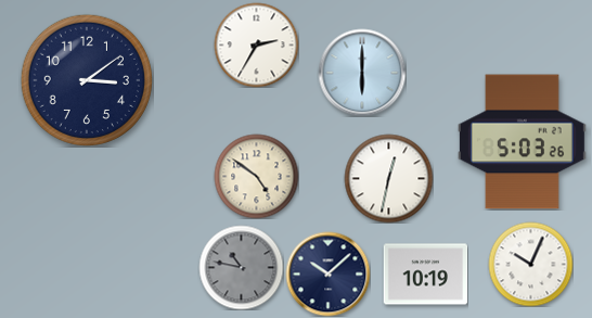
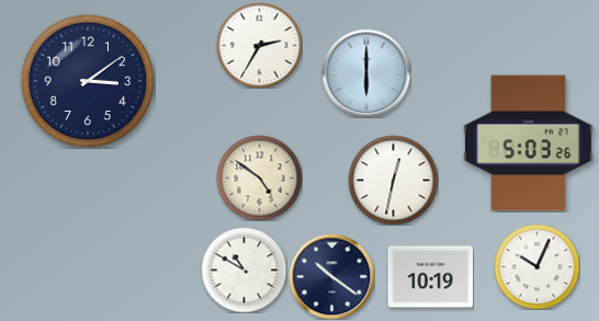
clock at (241, 267): 10:47 -> 10:50
clock at (241, 267) dial: grey -> white
clock at (327, 274): 10:08 -> 10:21
